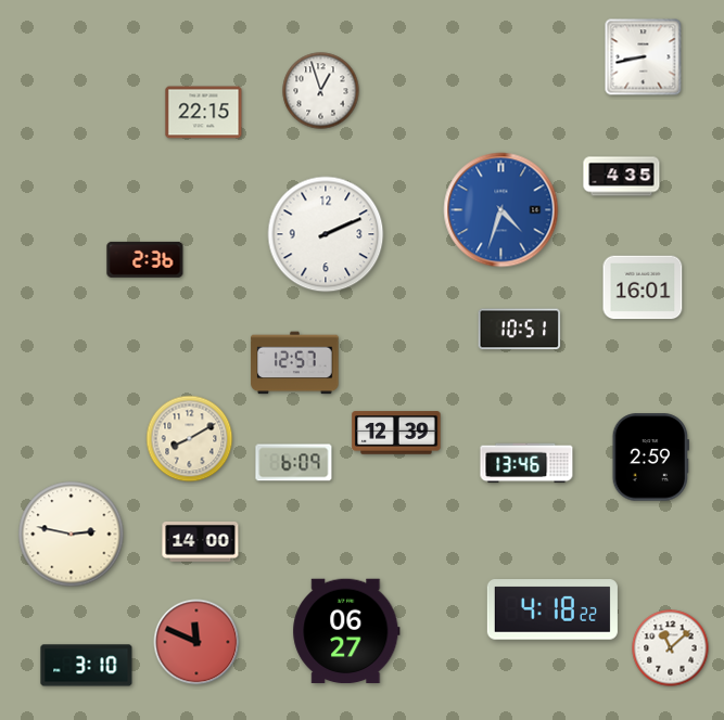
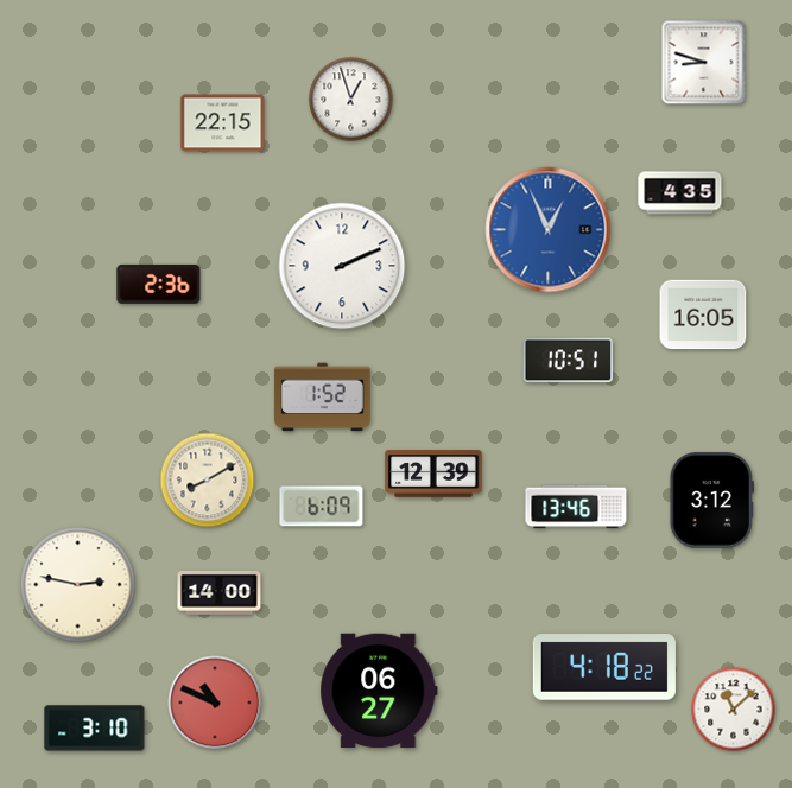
clock at (644, 57): 8:43 -> 8:48
clock at (501, 210): 4:33 -> 12:56
clock at (326, 234) position: (326, 234) -> (342, 266)
clock at (643, 287): 16:01 -> 16:05
clock at (295, 363): 12:57 -> 1:52
clock at (650, 458): 2:59 -> 3:12
clock at (196, 642): 11:49 -> 10:49
